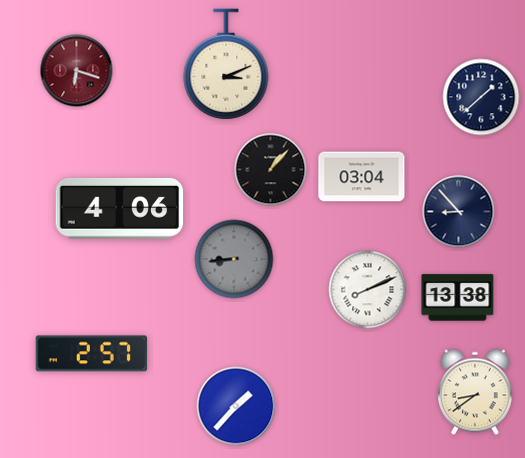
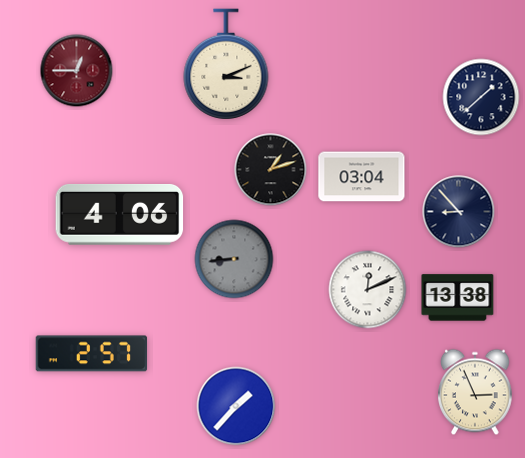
clock at (77, 71): 6:18 -> 12:45
clock at (271, 170): 1:07 -> 1:12
clock at (120, 208) position: (120, 208) -> (120, 214)
clock at (368, 290): 8:11 -> 12:11
clock at (476, 392): 8:39 -> 2:56
